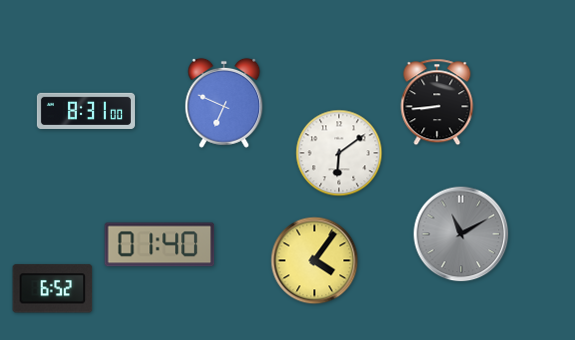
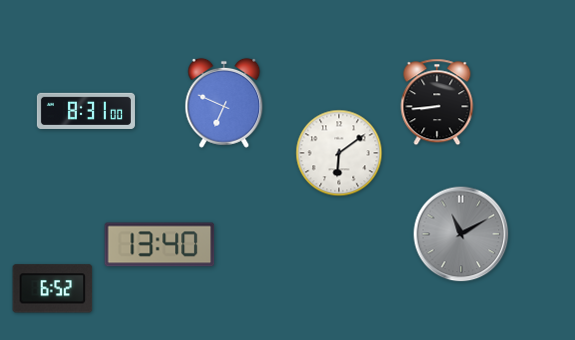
clock at (160, 245): 01:40 -> 13:40
clock at (315, 261): 4:06 -> none
